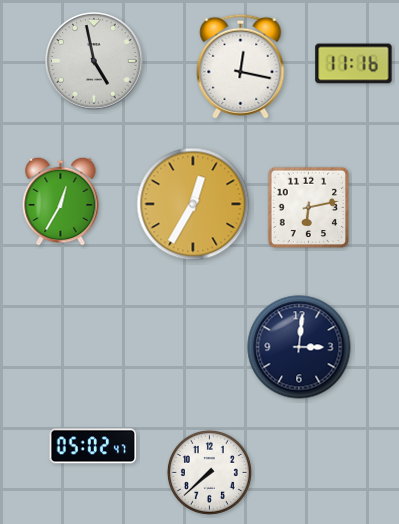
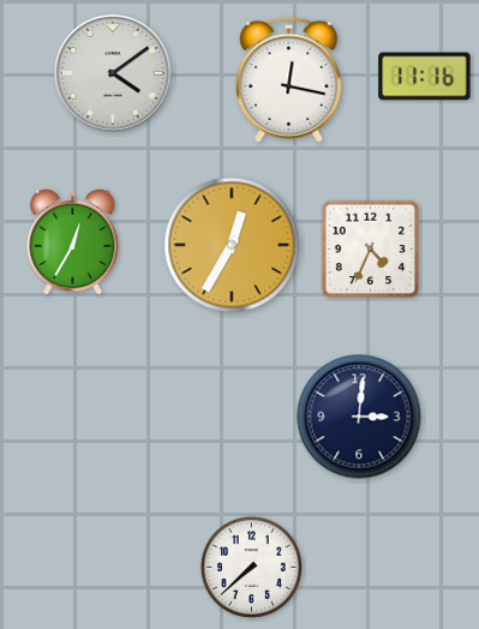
clock at (94, 61): 4:58 -> 4:09
clock at (309, 208): 6:13 -> 4:34
clock at (93, 446): 05:02 -> none
